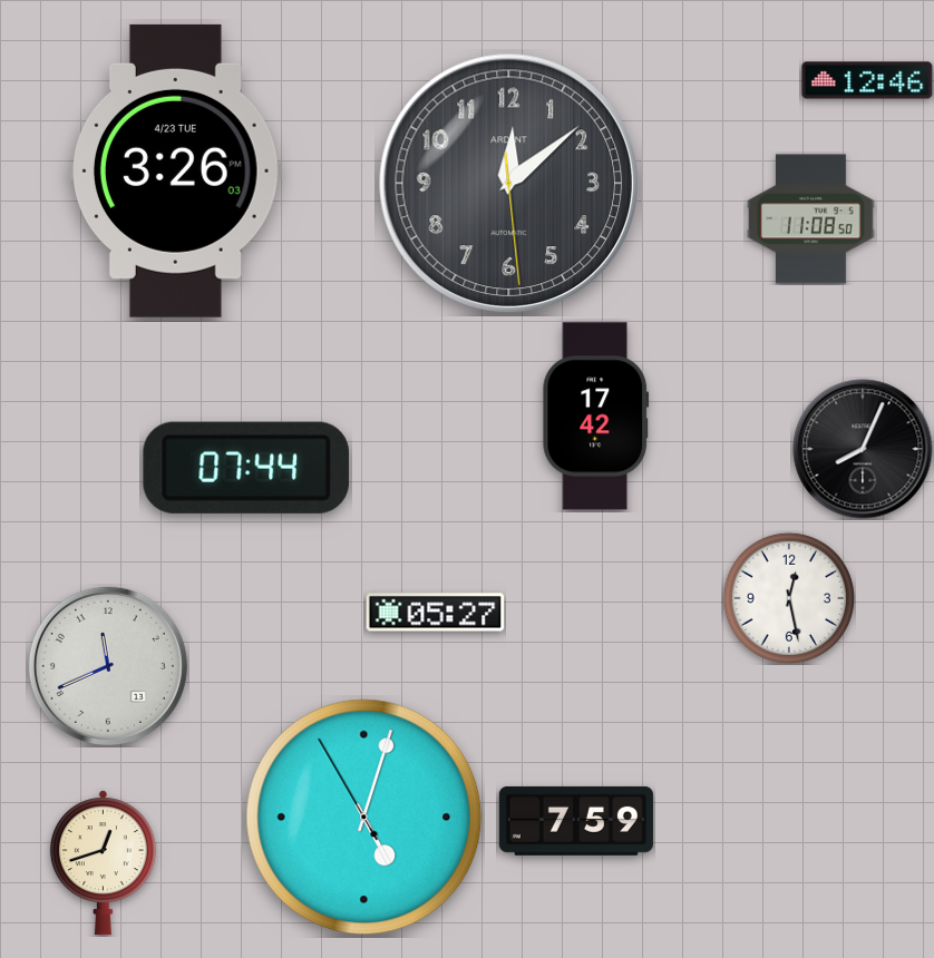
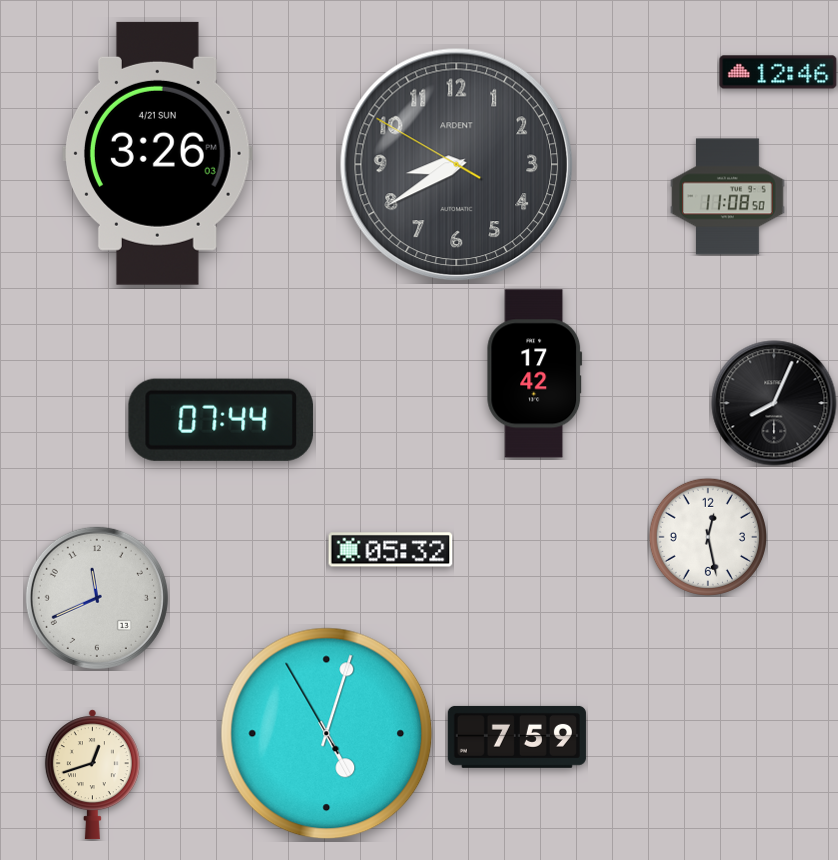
clock at (176, 170) date: 4/23 TUE -> 4/21 SUN
clock at (509, 184): 12:08 -> 8:39
clock at (436, 613): 05:27 -> 05:32
